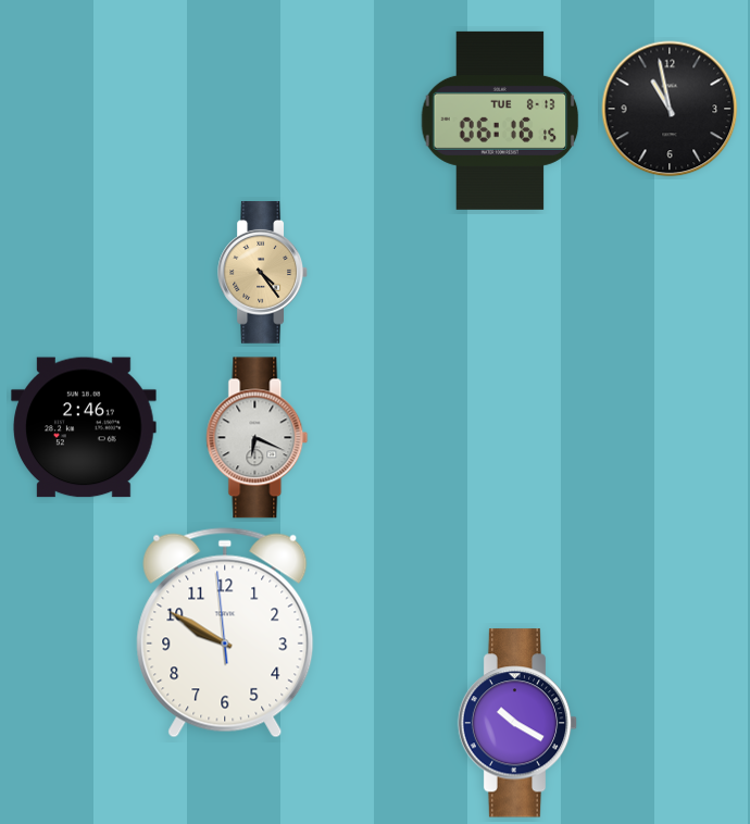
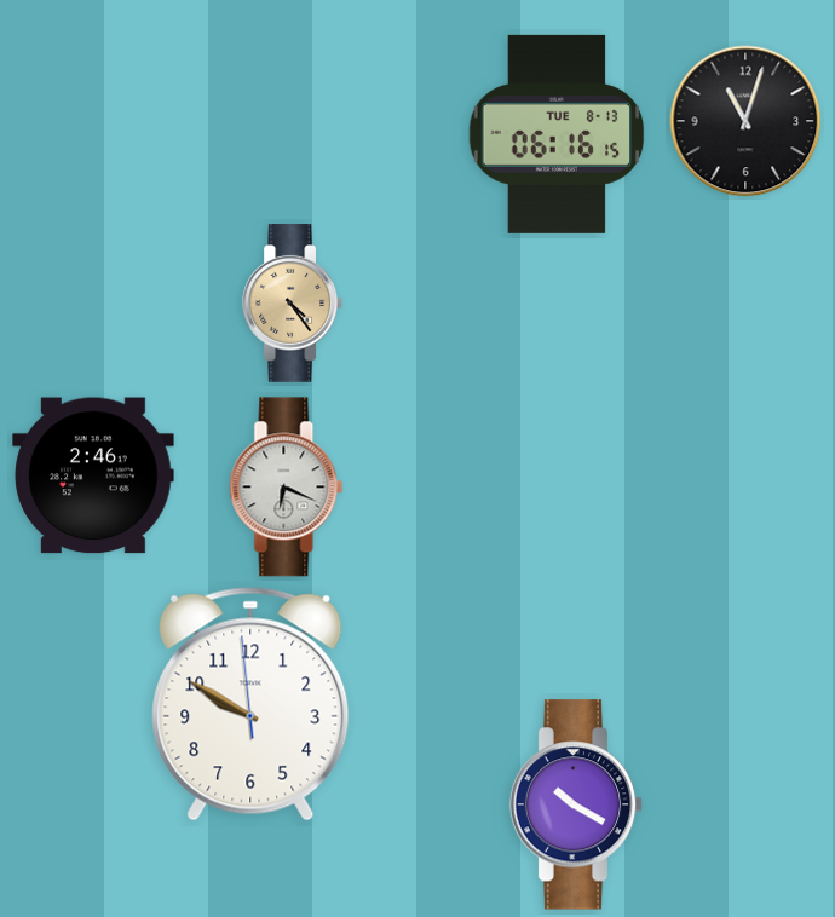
clock at (670, 109): 10:58 -> 11:03
